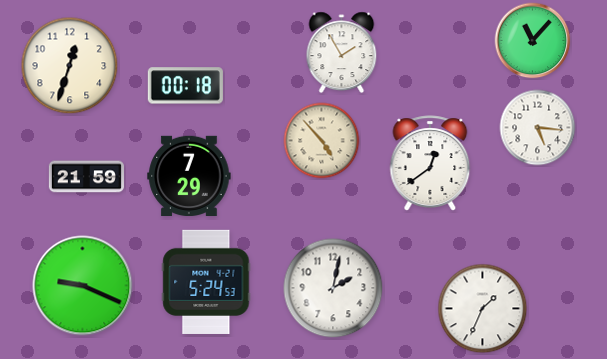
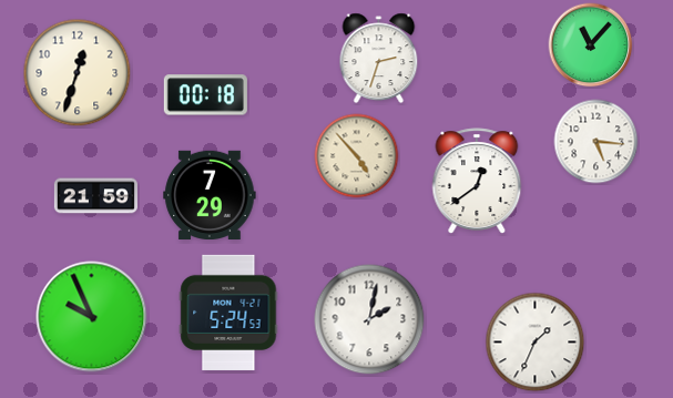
clock at (342, 53): 1:55 -> 2:33
clock at (83, 286): 9:19 -> 9:56
